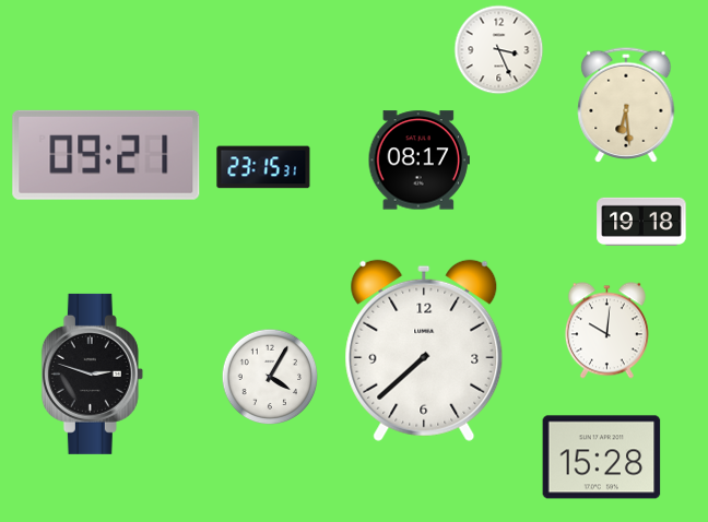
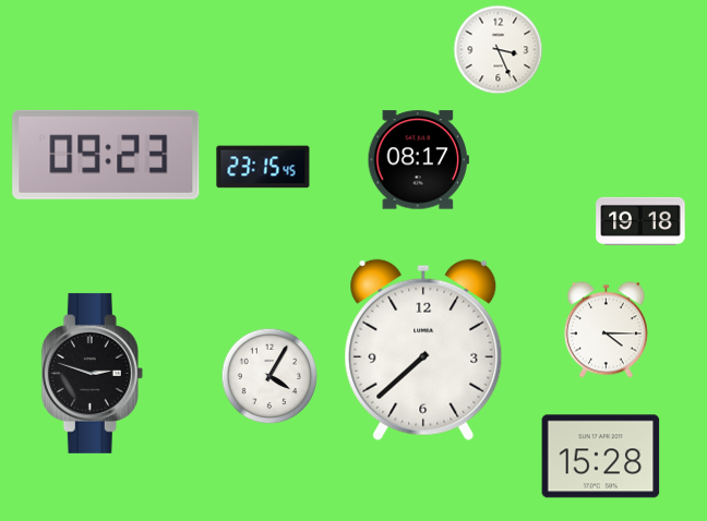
clock at (626, 105): 6:29 -> none
clock at (106, 155): 09:21 -> 09:23
clock at (263, 167): 23:15:31 -> 23:15:45
clock at (606, 331): 10:01 -> 4:15
